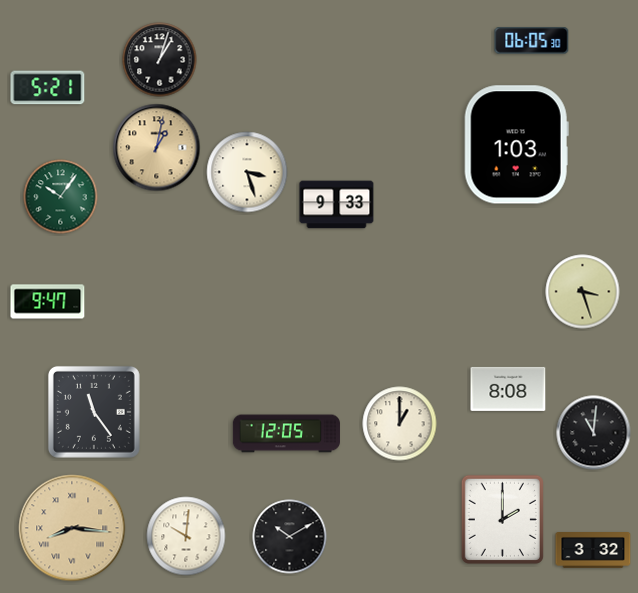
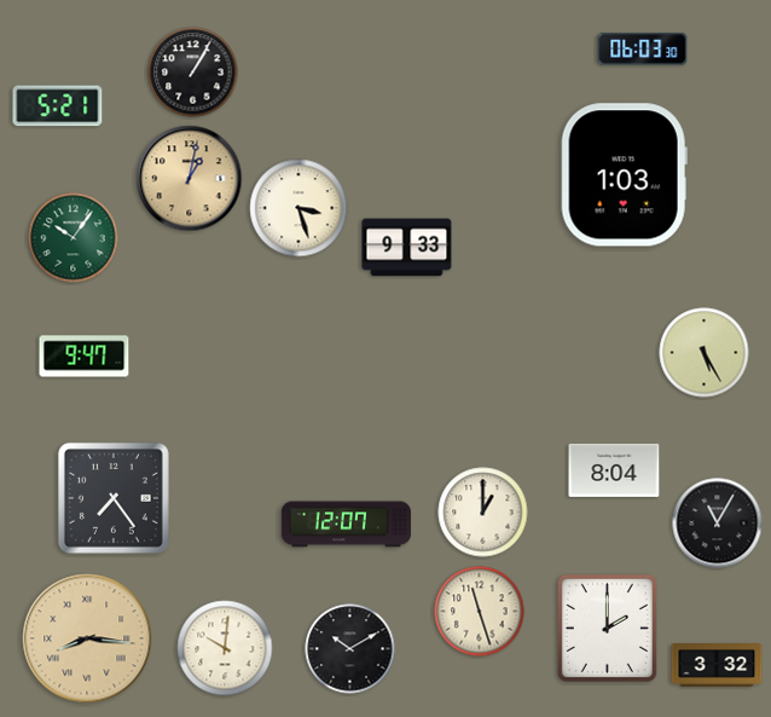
clock at (532, 41): 06:05 -> 06:03
clock at (160, 60): 1:03 -> 1:05
clock at (583, 292): 3:27 -> 5:25
clock at (48, 302) position: (48, 302) -> (85, 357)
clock at (508, 389): 8:08 -> 8:04
clock at (94, 412): 11:24 -> 7:24
clock at (594, 433): 11:01 -> 11:05
clock at (286, 434): 12:05 -> 12:07
clock at (480, 612): none -> 11:27
